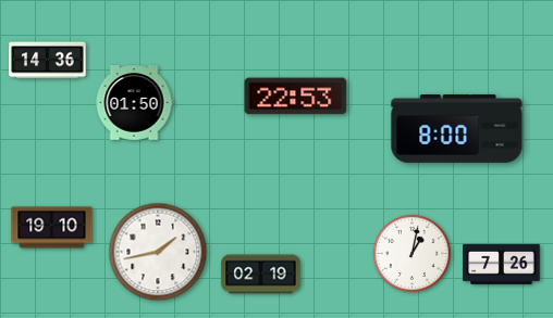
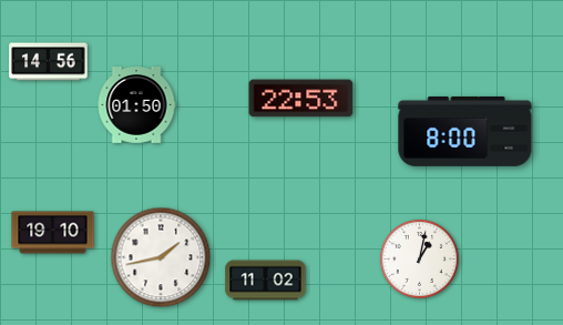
clock at (48, 61): 14:36 -> 14:56
clock at (502, 264): 7:26 -> none
clock at (261, 275): 02:19 -> 11:02
